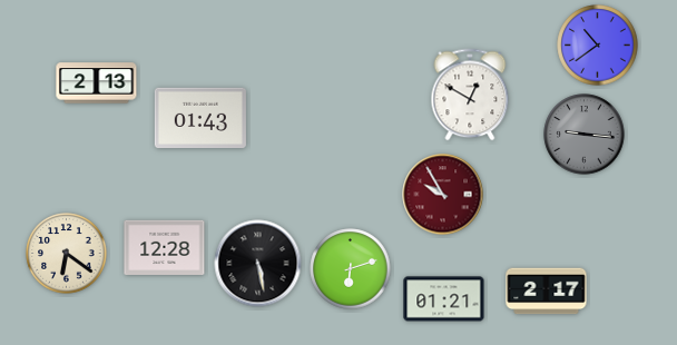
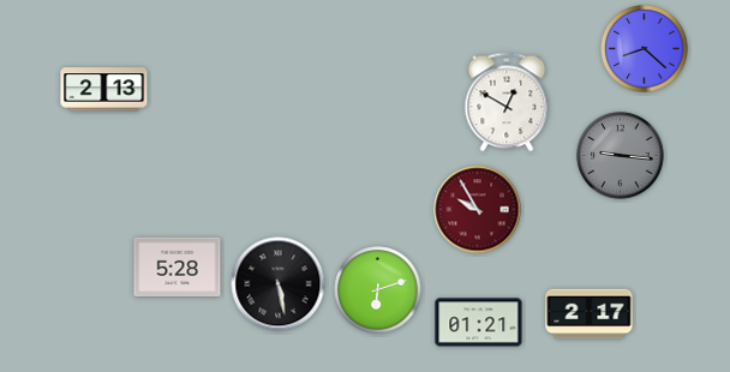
clock at (598, 46): 10:39 -> 8:22
clock at (200, 117): 01:43 -> none
clock at (585, 135) position: (585, 135) -> (621, 156)
clock at (165, 247): 12:28 -> 5:28
clock at (67, 254): 6:21 -> none
